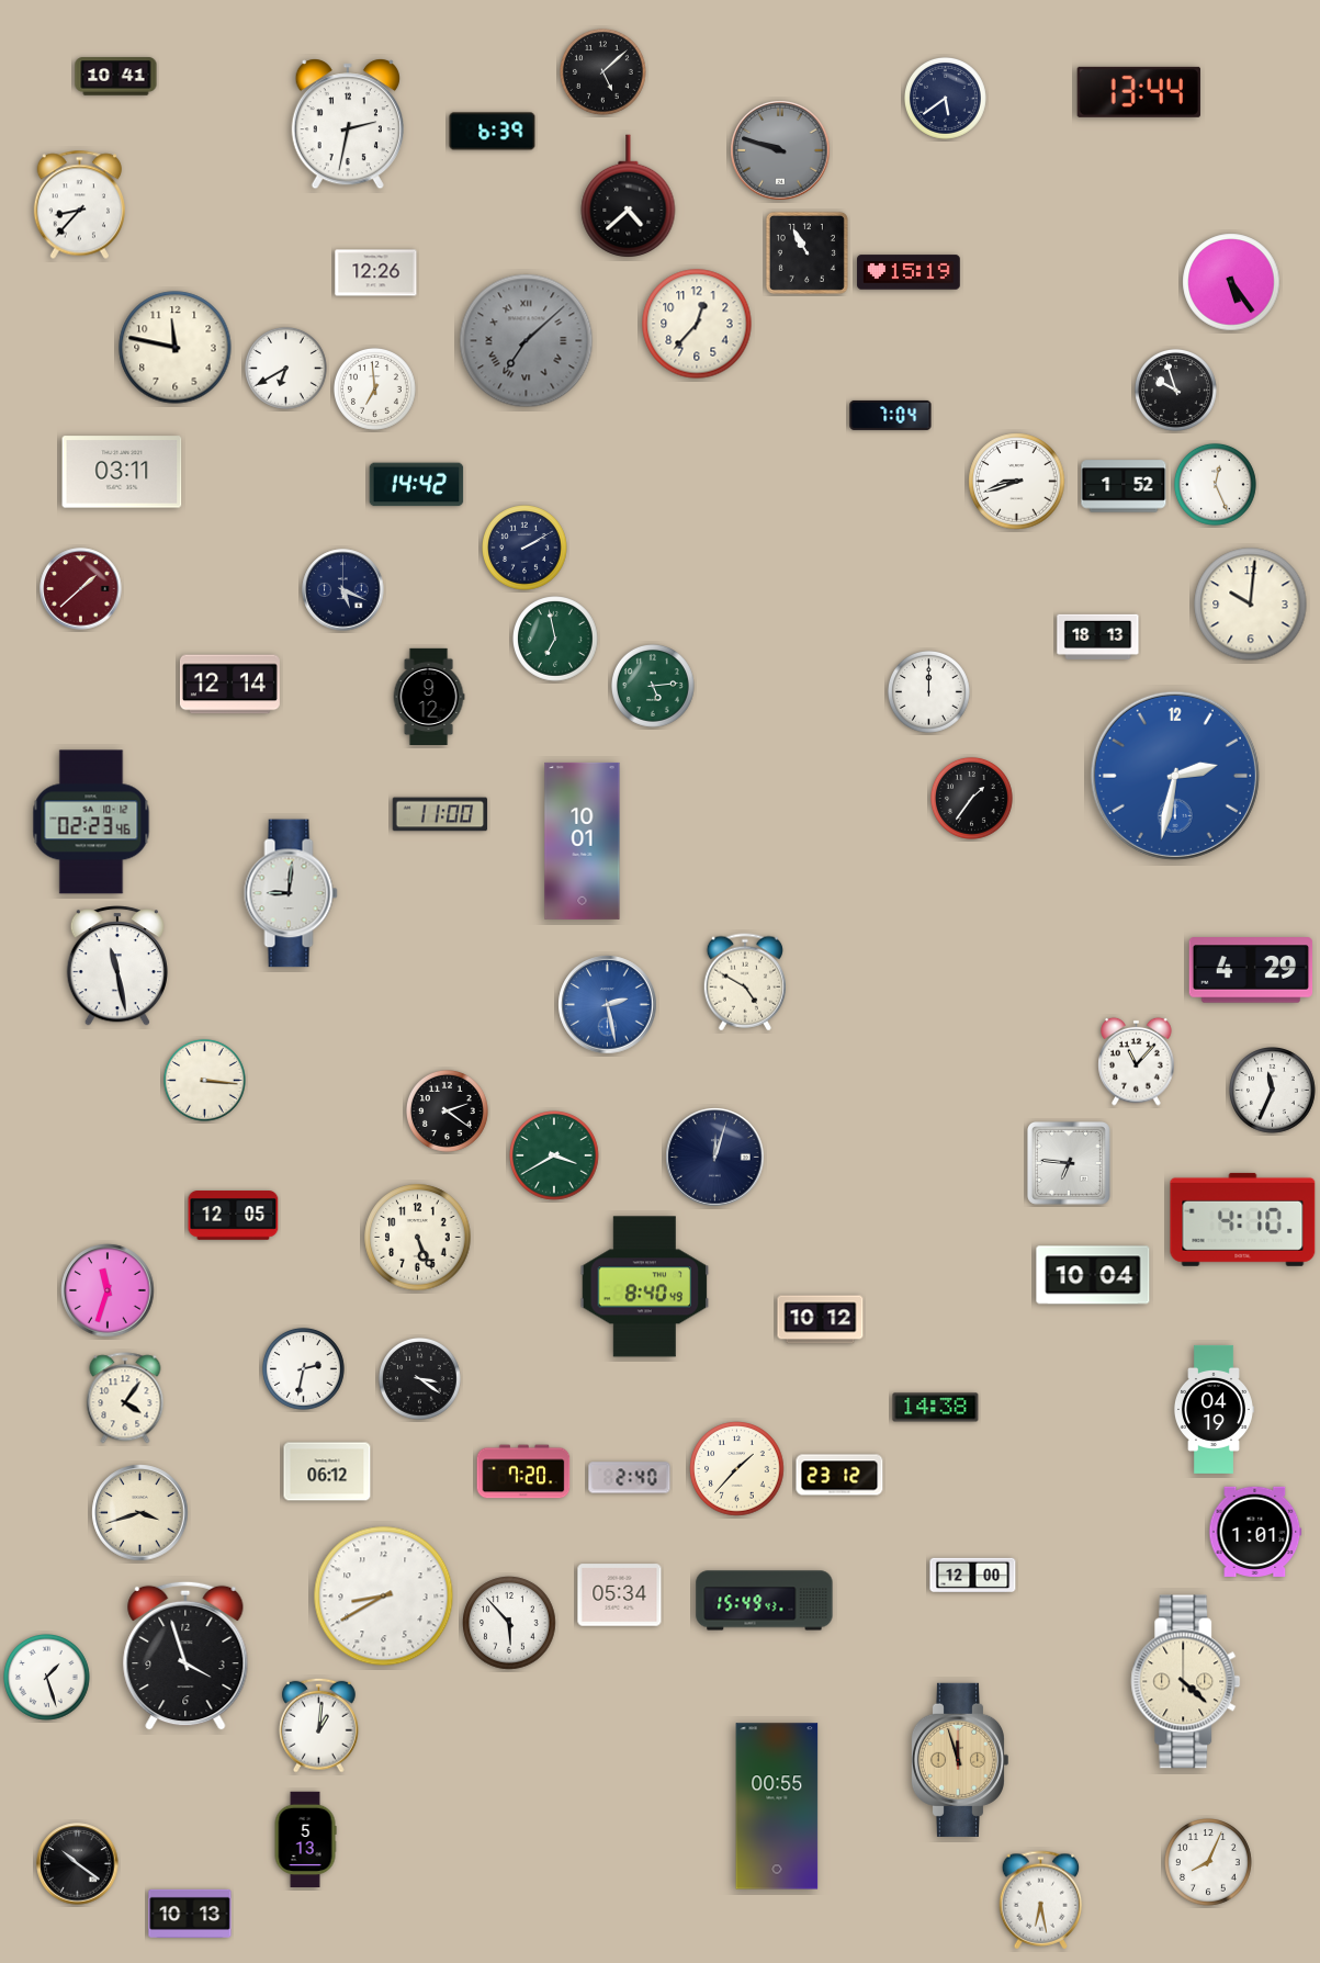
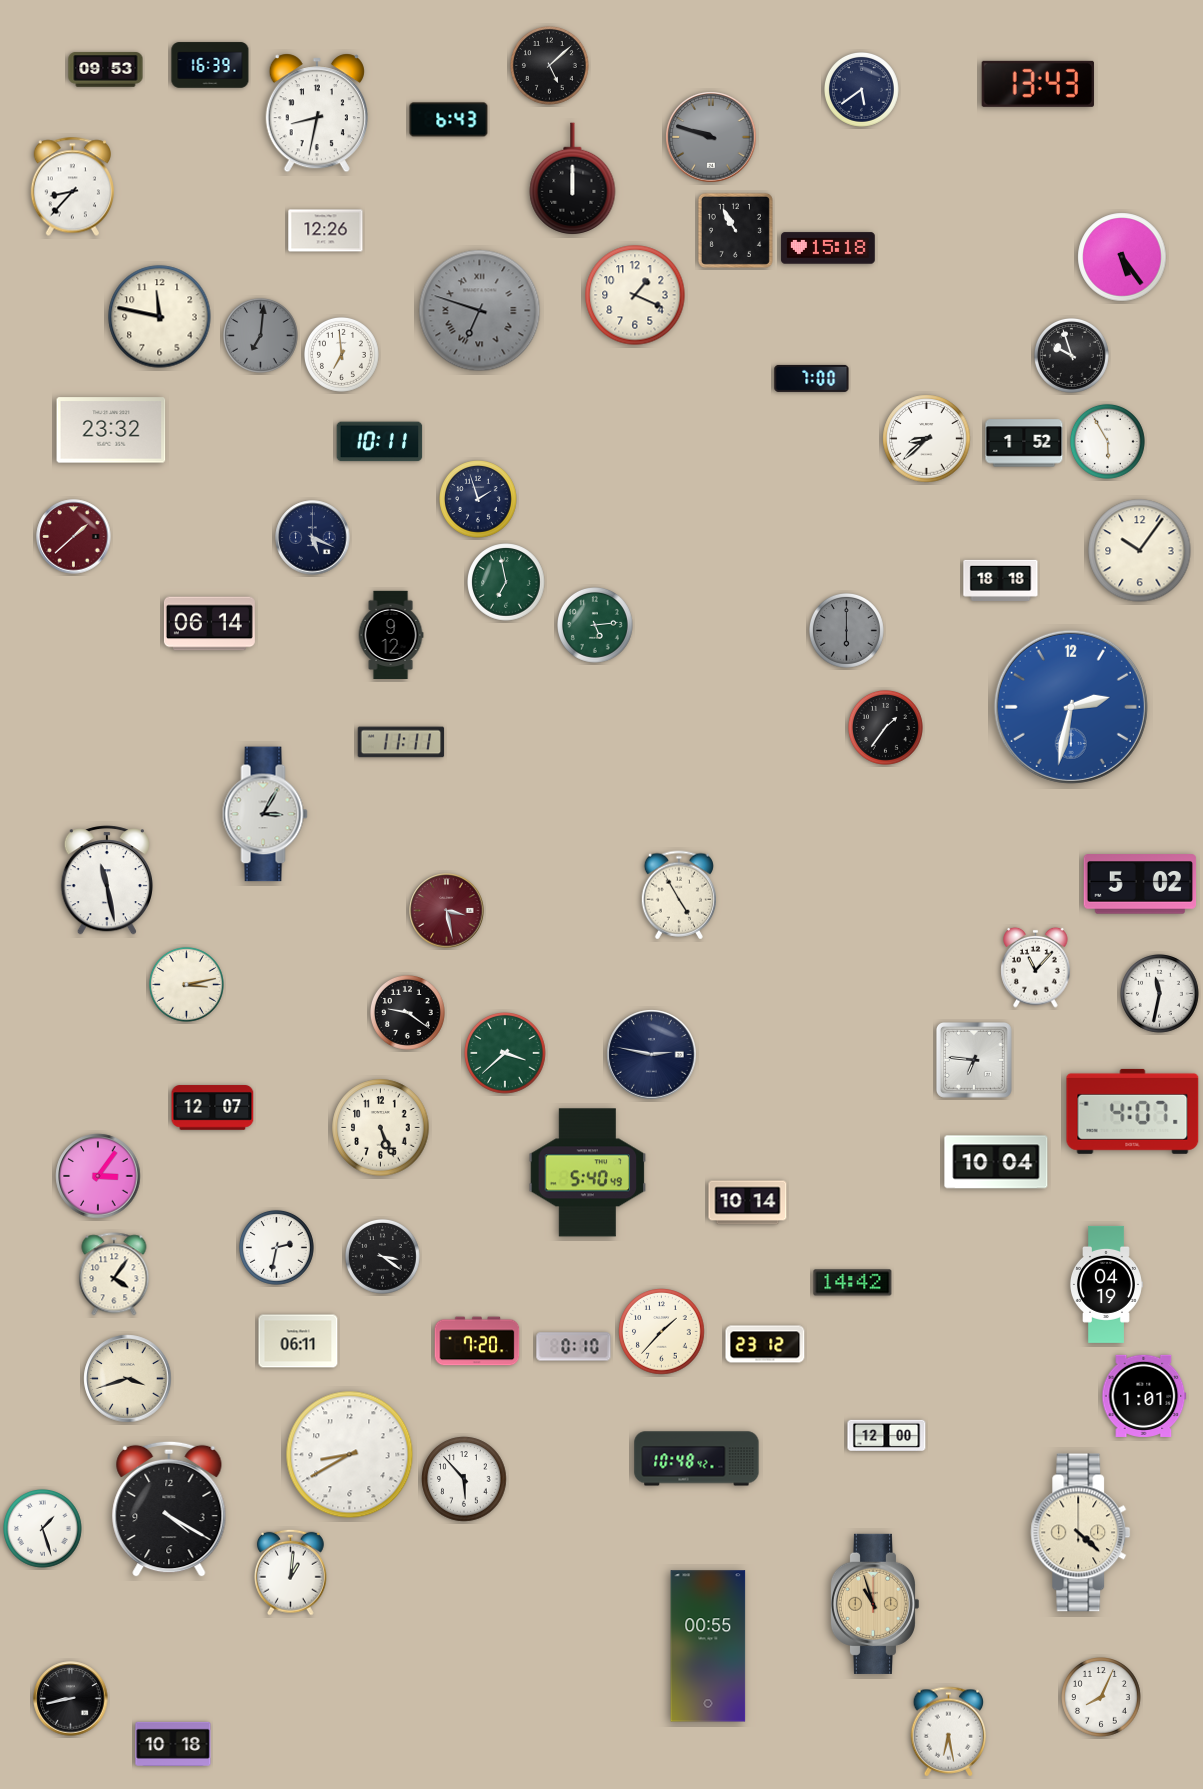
clock at (210, 65): none -> 16:39
clock at (116, 77): 10:41 -> 09:53
clock at (1139, 92): 13:44 -> 13:43
clock at (348, 124): 2:32 -> 8:32
clock at (493, 132): 6:39 -> 6:43
clock at (629, 195): 4:38 -> 12:00
clock at (909, 272): 15:19 -> 15:18
clock at (376, 273) position: (376, 273) -> (326, 231)
clock at (697, 324): 12:37 -> 1:19
clock at (527, 341): 7:08 -> 6:48
clock at (286, 369): 6:40 -> 7:01
clock at (286, 369) dial: white -> grey
clock at (891, 415): 7:04 -> 7:00
clock at (122, 472): 03:11 -> 23:32
clock at (1017, 482): 8:42 -> 8:38
clock at (417, 485): 14:42 -> 10:11
clock at (1216, 485): 12:26 -> 5:55
clock at (526, 549): 2:10 -> 1:57
clock at (1251, 605): 10:01 -> 10:06
clock at (1098, 636): 18:13 -> 18:18
clock at (229, 685): 12:14 -> 06:14
clock at (929, 692): 12:00 -> 6:00
clock at (929, 692) dial: white -> grey
clock at (440, 814): 11:00 -> 11:11
clock at (91, 822): 02:23 -> none
clock at (583, 841): 10:01 -> none
clock at (291, 893): 9:01 -> 3:05
clock at (1251, 970): 4:29 -> 5:02
clock at (744, 982): 4:50 -> 4:55
clock at (447, 911): none -> 3:28
clock at (608, 1005): 2:28 -> none
clock at (205, 1081): 3:16 -> 3:13
clock at (1273, 1091): 11:34 -> 11:32
clock at (448, 1112): 2:21 -> 9:21
clock at (554, 1155): 3:40 -> 3:38
clock at (715, 1158): 12:03 -> 2:47
clock at (234, 1216): 12:05 -> 12:07
clock at (1243, 1219): 4:10 -> 4:07
clock at (645, 1287): 8:40 -> 5:40
clock at (108, 1290): 11:33 -> 3:06
clock at (821, 1320): 10:12 -> 10:14
clock at (936, 1408): 14:38 -> 14:42
clock at (737, 1469) position: (737, 1469) -> (662, 1332)
clock at (327, 1471): 06:12 -> 06:11
clock at (630, 1478): 2:40 -> 0:10
clock at (620, 1595): 05:34 -> none
clock at (765, 1601): 15:49 -> 10:48
clock at (185, 1656): 3:57 -> 4:20
clock at (959, 1760): 11:57 -> 10:57
clock at (305, 1840): 5:13 -> none
clock at (78, 1864): 10:21 -> 8:43
clock at (190, 1914): 10:13 -> 10:18
